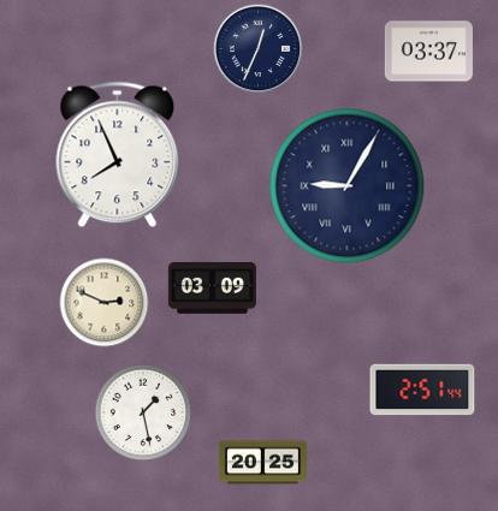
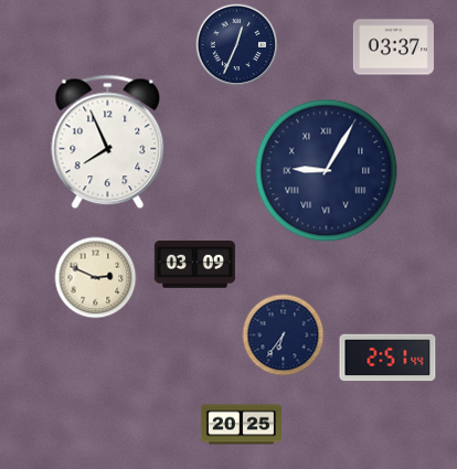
clock at (348, 186) position: (348, 186) -> (327, 171)
clock at (284, 335): none -> 6:36
clock at (143, 412): 1:28 -> none
